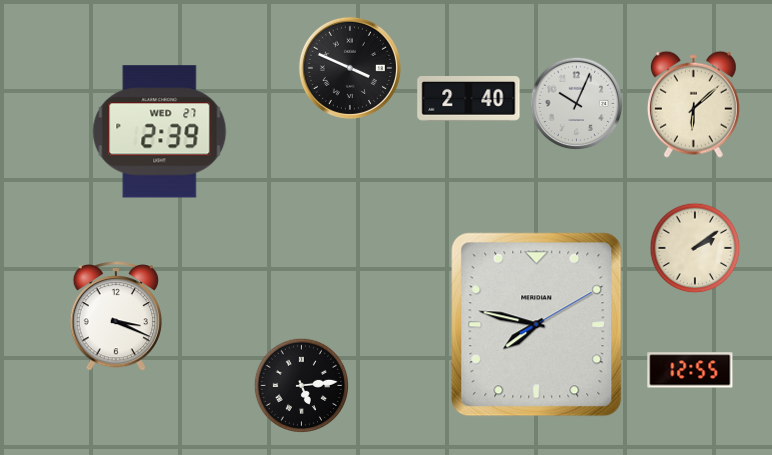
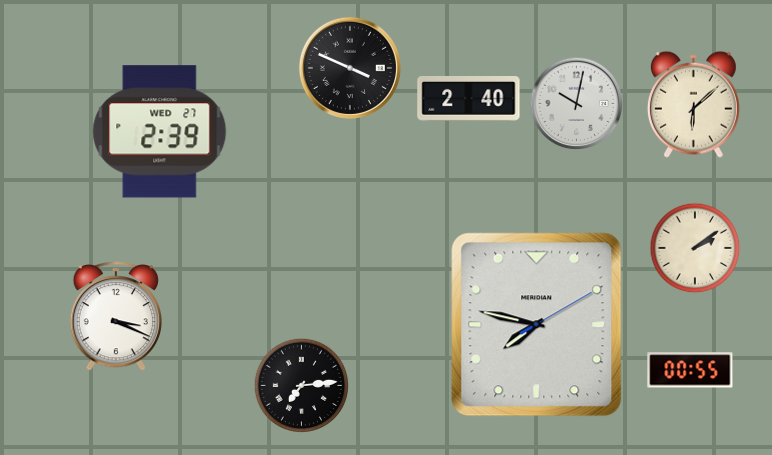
clock at (577, 104): 10:04 -> 10:02
clock at (690, 370): 12:55 -> 00:55
clock at (301, 385): 5:14 -> 7:14
